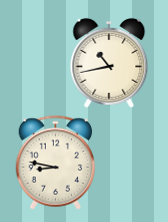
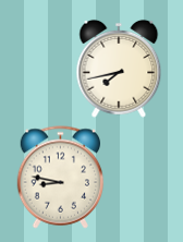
clock at (109, 63): 10:43 -> 7:43
